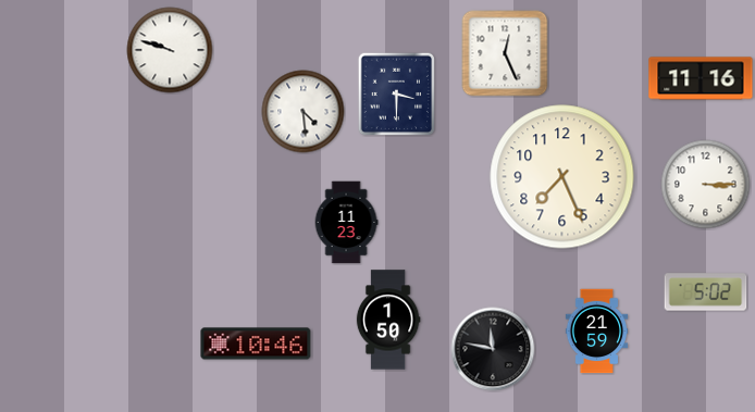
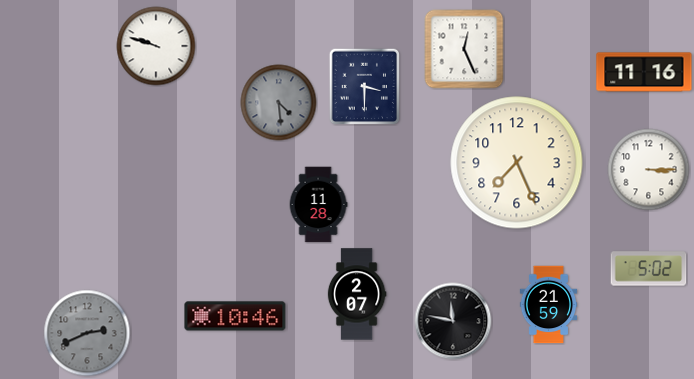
clock at (304, 112) dial: white -> grey
clock at (346, 223): 11:23 -> 11:28
clock at (388, 320): 1:50 -> 2:07
clock at (87, 333): none -> 2:41
